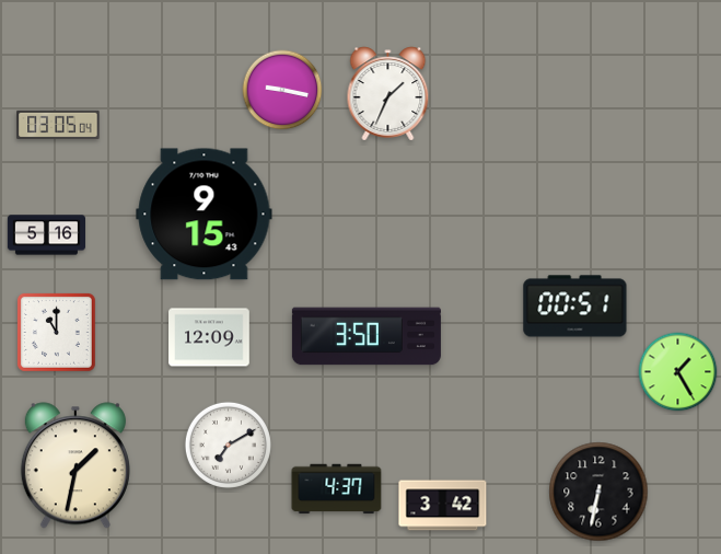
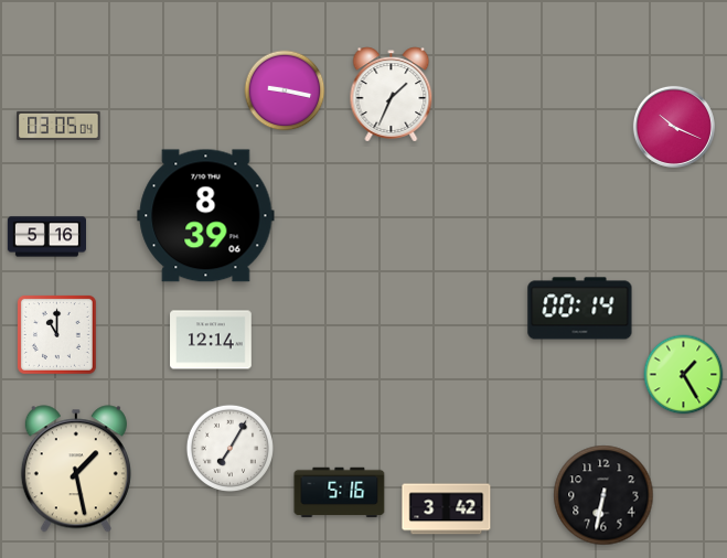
clock at (674, 127): none -> 10:19
clock at (205, 215): 9:15 -> 8:39
clock at (575, 307): 00:51 -> 00:14
clock at (367, 336): 3:50 -> none
clock at (209, 337): 12:09 -> 12:14
clock at (228, 445): 7:10 -> 7:05
clock at (75, 465): 1:32 -> 1:28
clock at (337, 489): 4:37 -> 5:16
